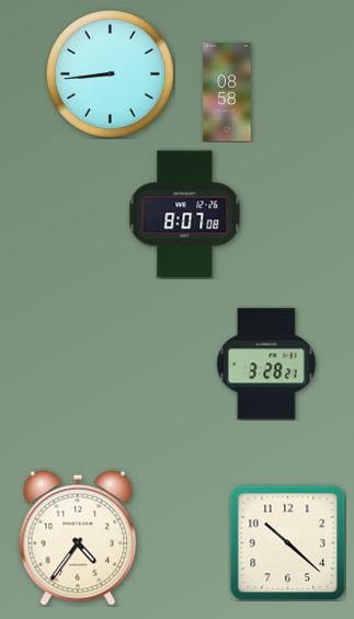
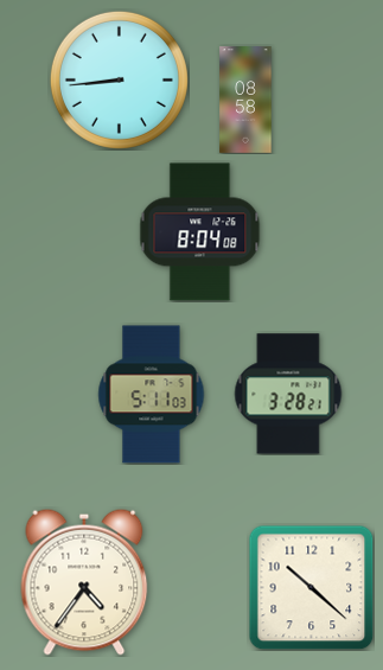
clock at (185, 215): 8:07 -> 8:04
clock at (152, 395): none -> 5:11
